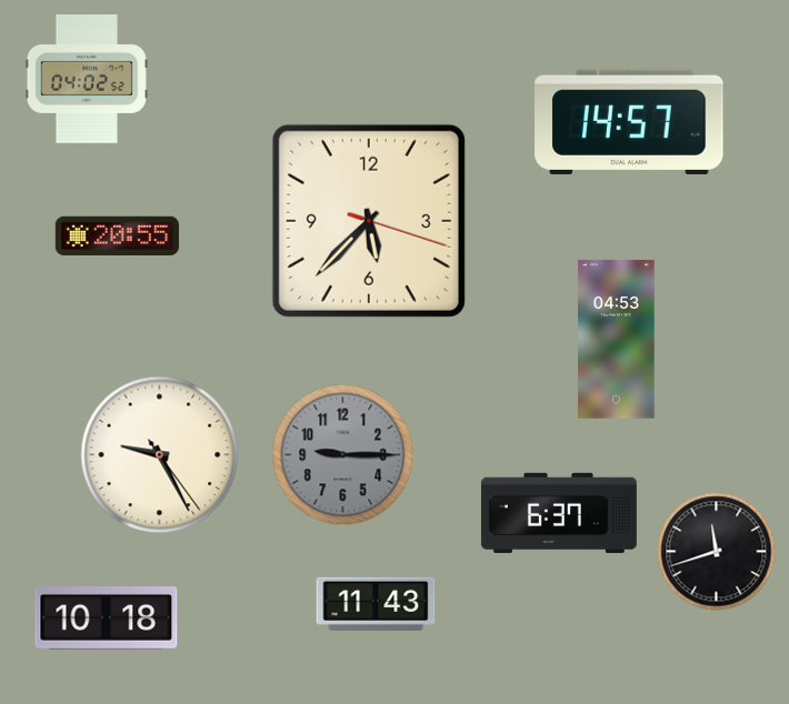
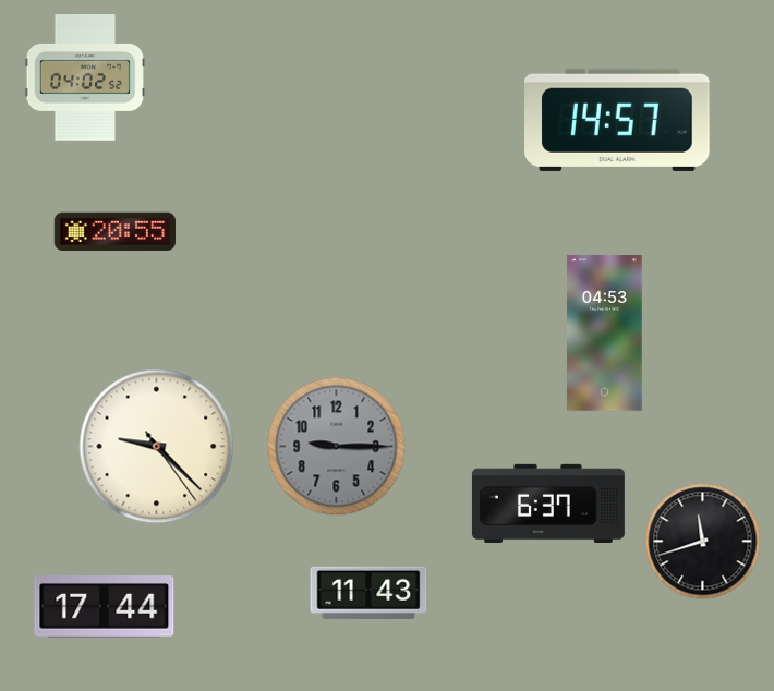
clock at (369, 221): 5:37 -> none
clock at (160, 455): 9:25 -> 9:22
clock at (107, 618): 10:18 -> 17:44
